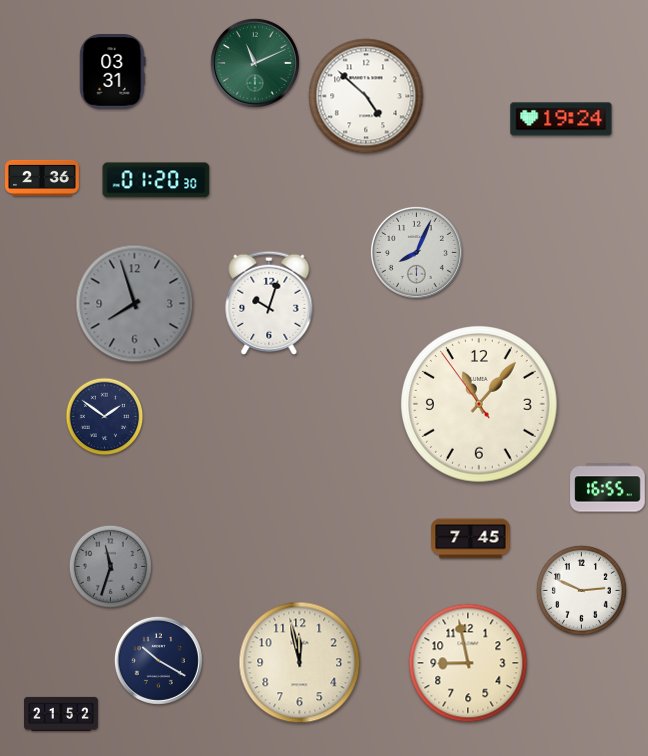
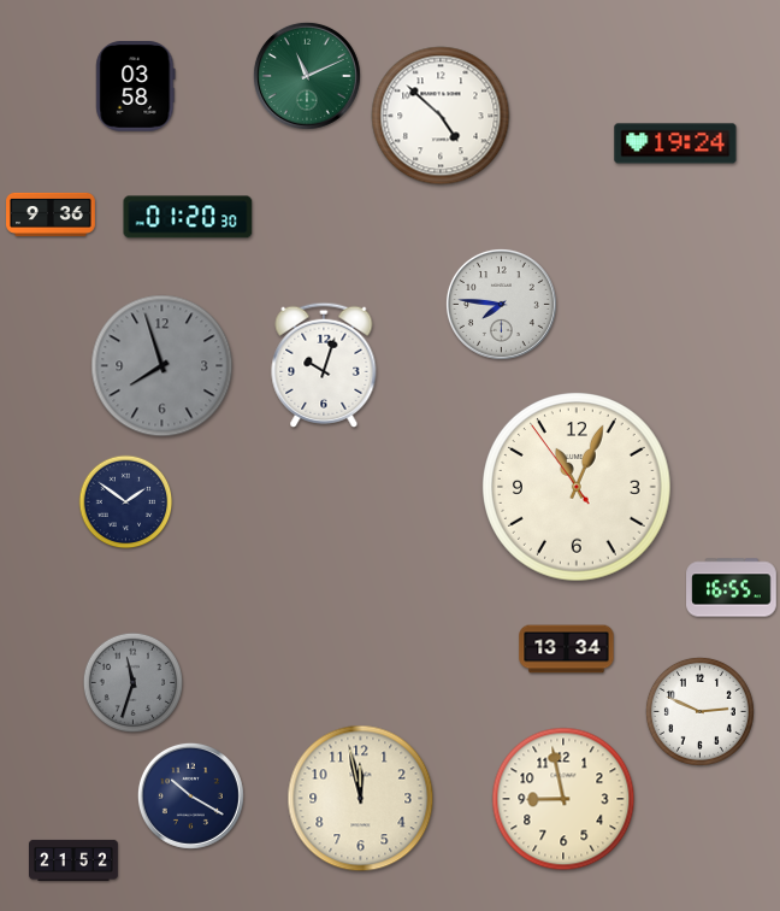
clock at (113, 72): 03:31 -> 03:58
clock at (43, 178): 2:36 -> 9:36
clock at (416, 252): 8:04 -> 7:46
clock at (480, 405): 11:06 -> 11:03
clock at (471, 539): 7:45 -> 13:34
